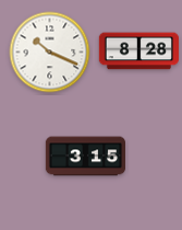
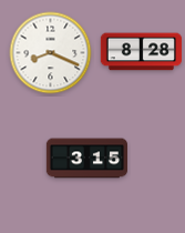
clock at (50, 53): 10:19 -> 8:19
